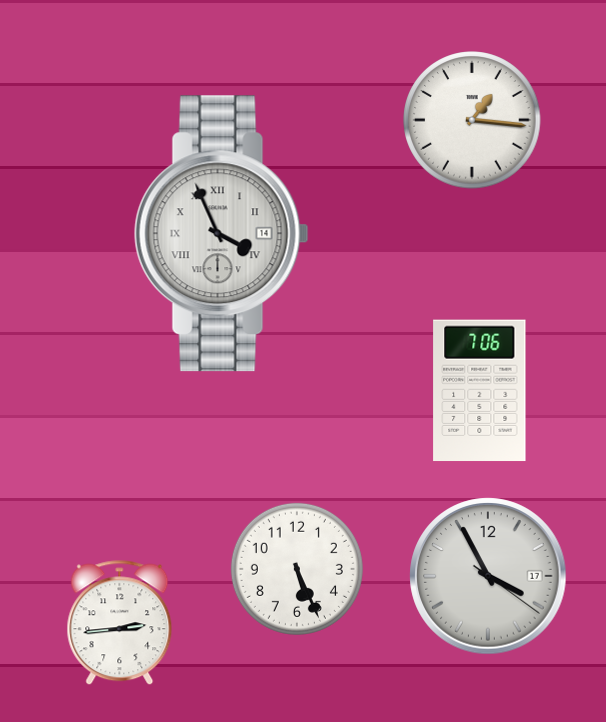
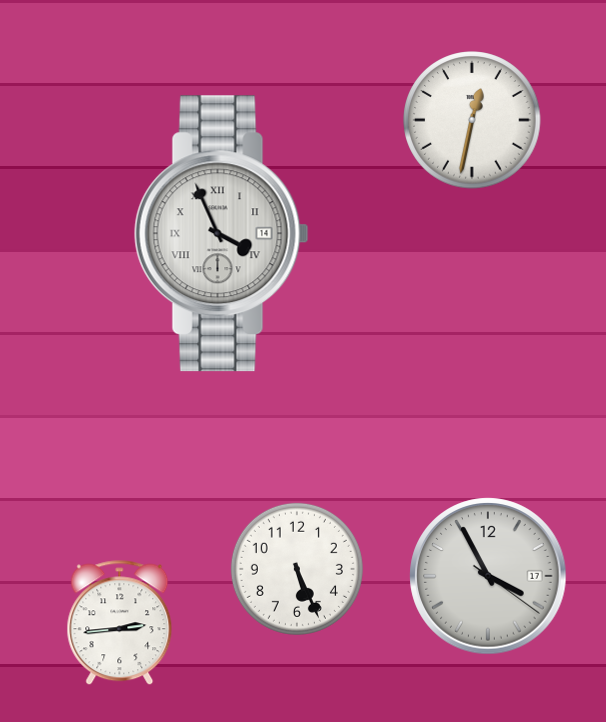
clock at (472, 120): 1:16 -> 12:32
clock at (480, 391): 7:06 -> none
